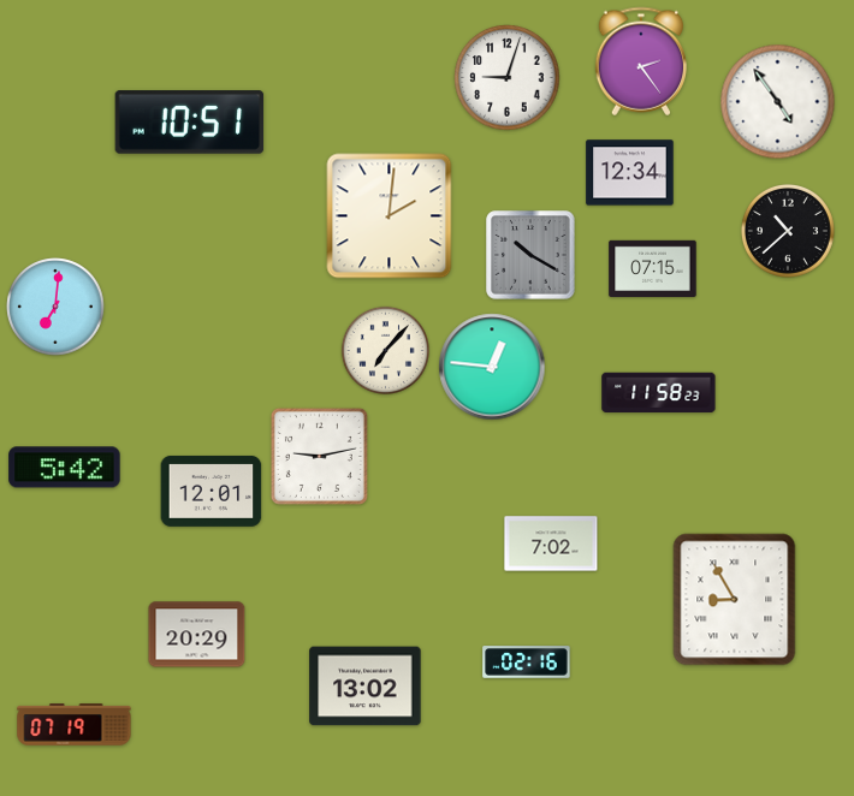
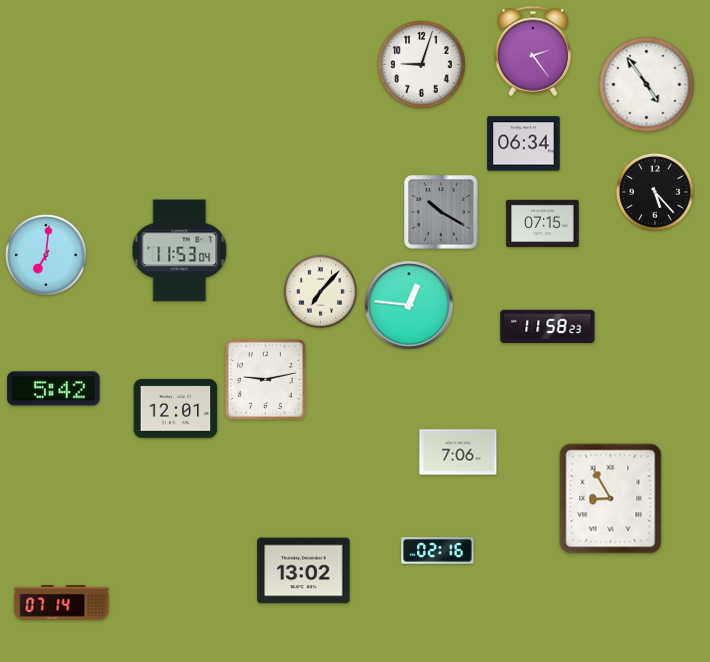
clock at (190, 123): 10:51 -> none
clock at (630, 173): 12:34 -> 06:34
clock at (390, 216): 2:01 -> none
clock at (788, 231): 10:38 -> 5:23
clock at (180, 251): none -> 11:53
clock at (551, 543): 7:02 -> 7:06
clock at (197, 635): 20:29 -> none
clock at (75, 725): 07:19 -> 07:14
